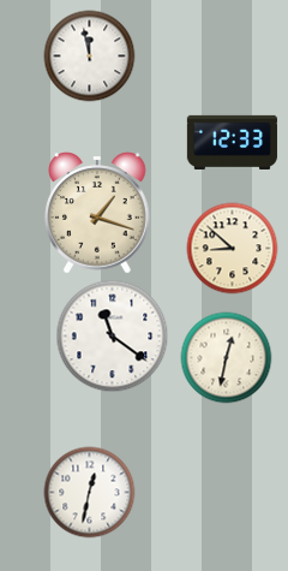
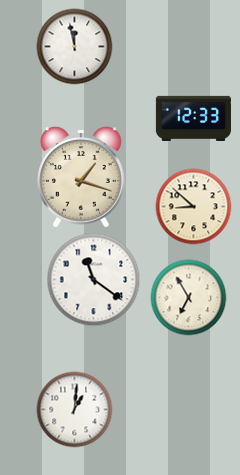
clock at (227, 358): 12:32 -> 6:55
clock at (90, 493): 12:32 -> 1:01
